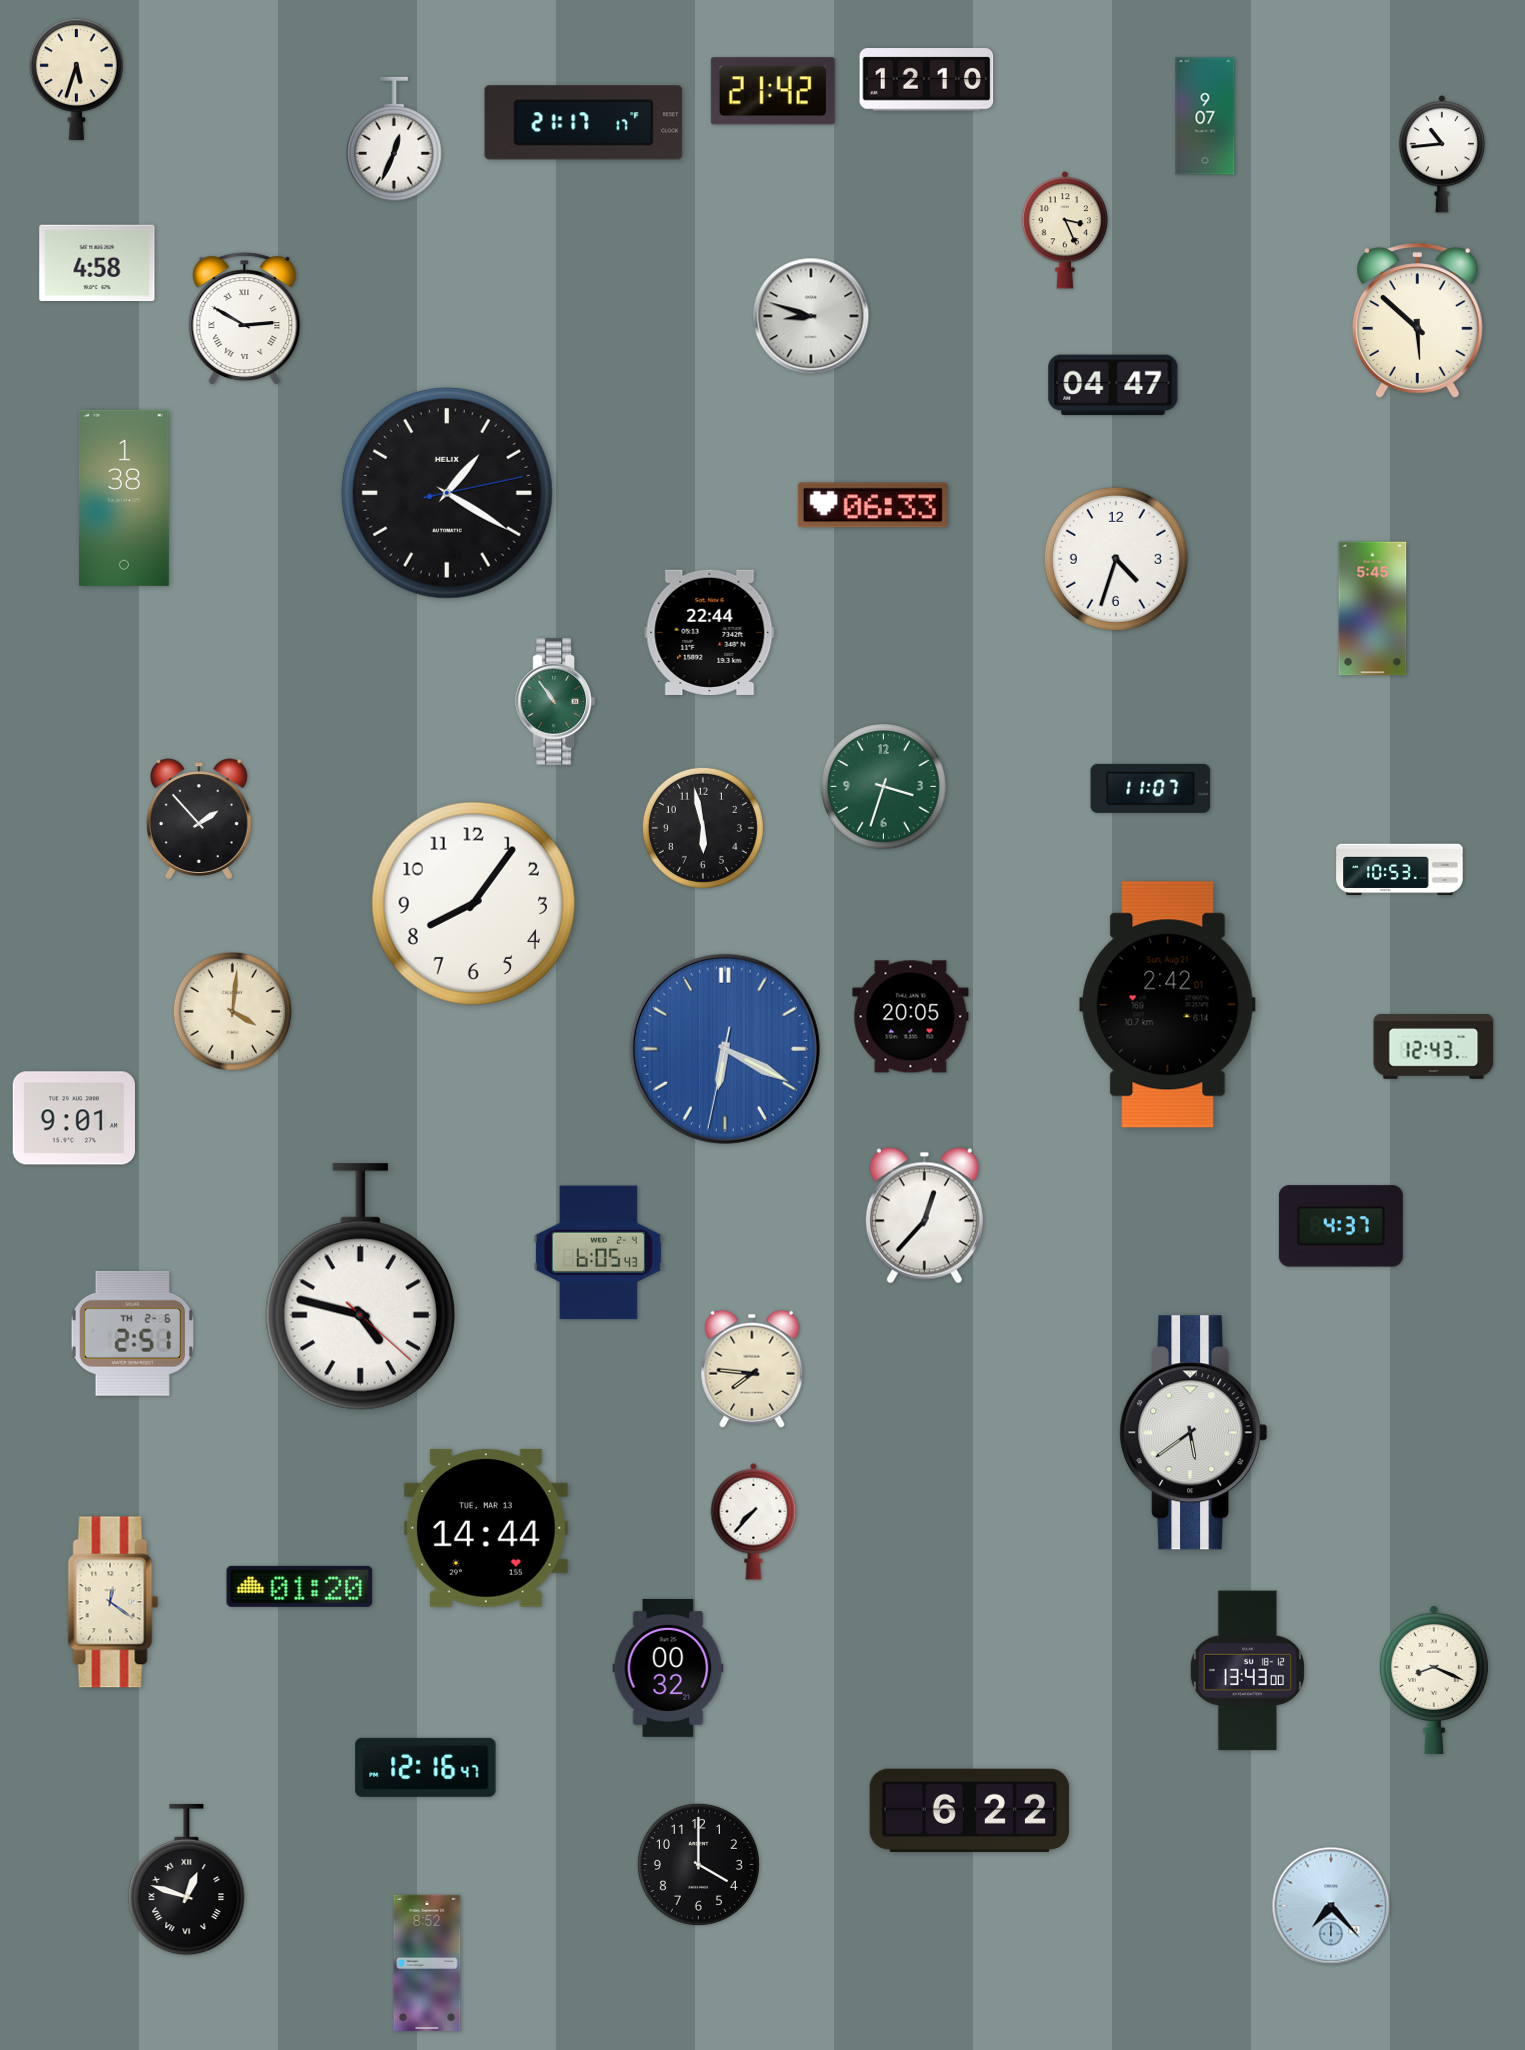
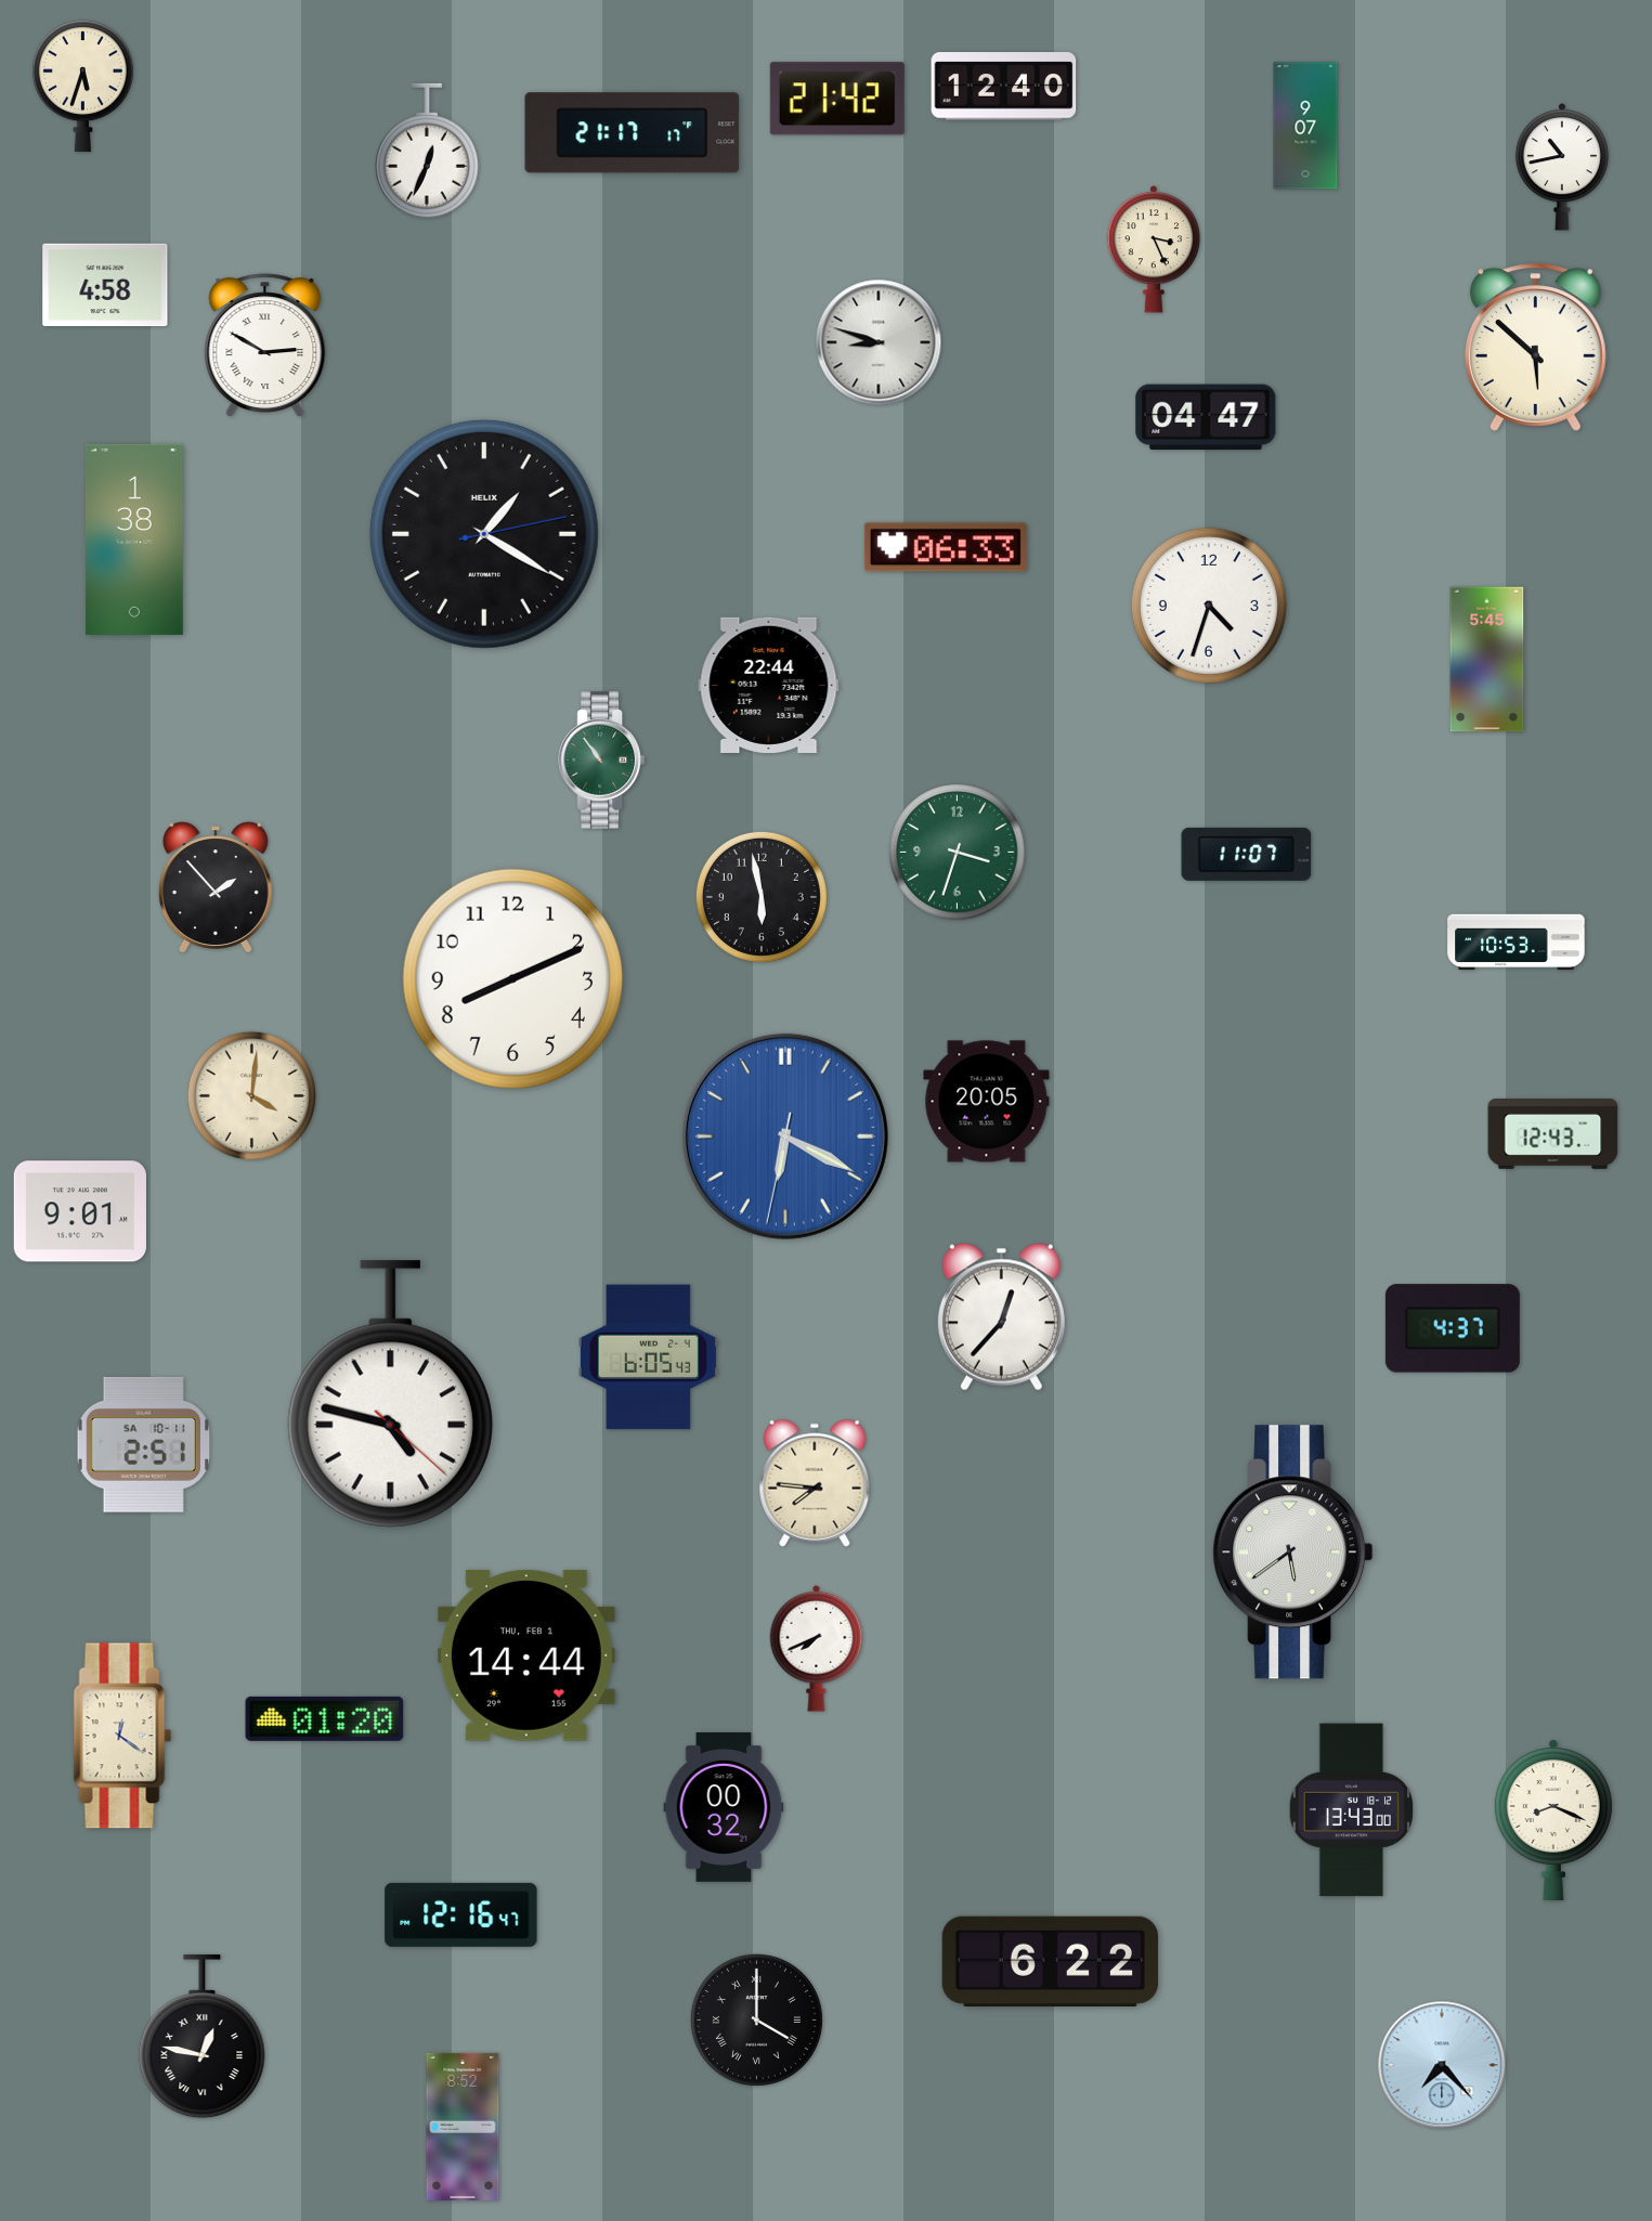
clock at (927, 80): 12:10 -> 12:40
clock at (1442, 155): 10:44 -> 10:43
clock at (473, 903): 8:06 -> 8:11
clock at (1168, 1005): 2:42 -> none
clock at (132, 1333) date: TH 2-6 -> SA 10-11
clock at (754, 1521): 7:37 -> 7:41
clock at (486, 1528) date: TUE, MAR 13 -> THU, FEB 1
clock at (698, 1864) numerals: Arabic -> Roman
clock at (187, 1880): 12:48 -> 12:47
